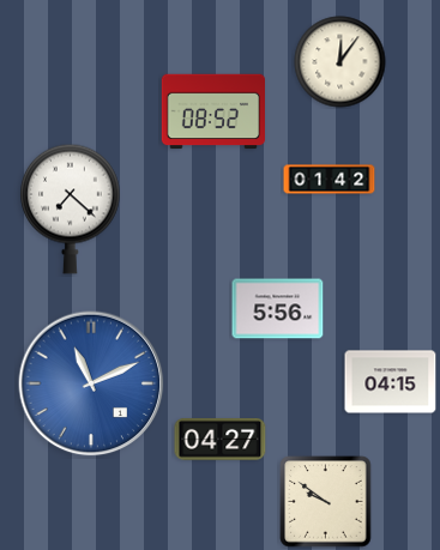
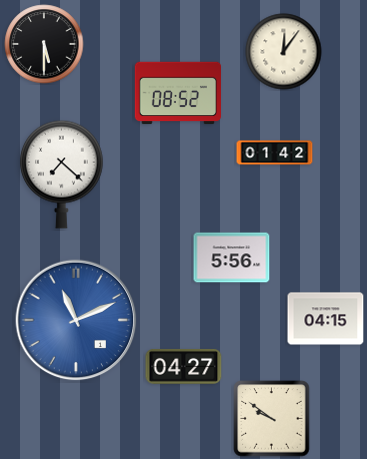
clock at (44, 44): none -> 5:30
clock at (330, 180) position: (330, 180) -> (275, 153)
clock at (71, 208) position: (71, 208) -> (62, 174)
